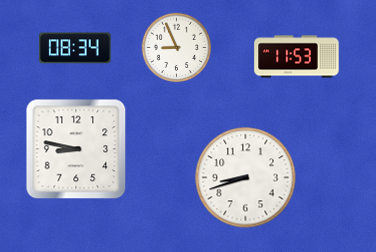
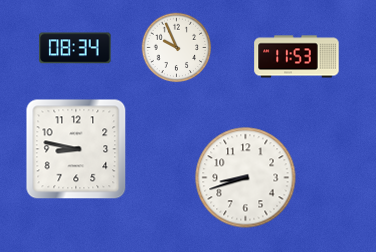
clock at (177, 48): 8:56 -> 9:56
